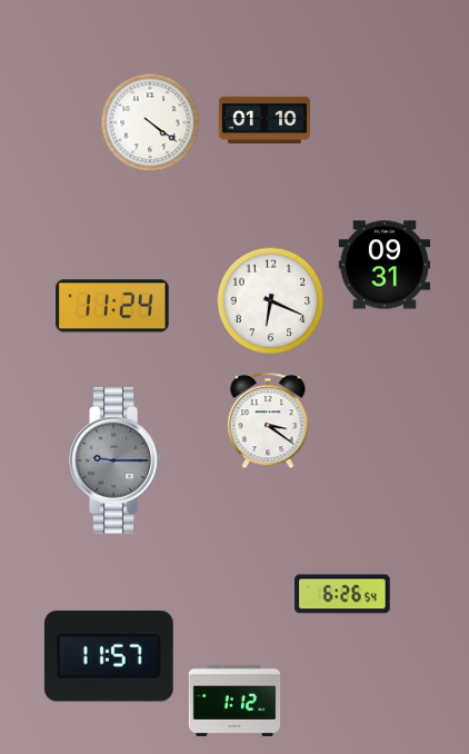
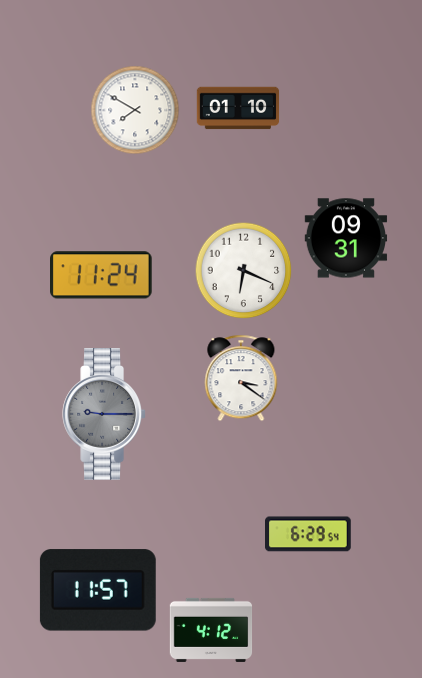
clock at (150, 122): 4:21 -> 7:50
clock at (343, 594): 6:26 -> 6:29
clock at (234, 701): 1:12 -> 4:12
